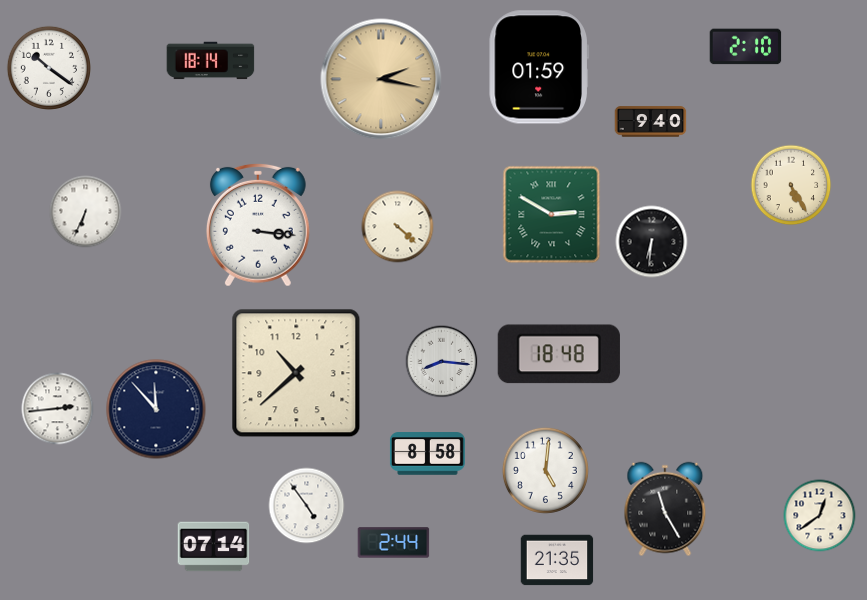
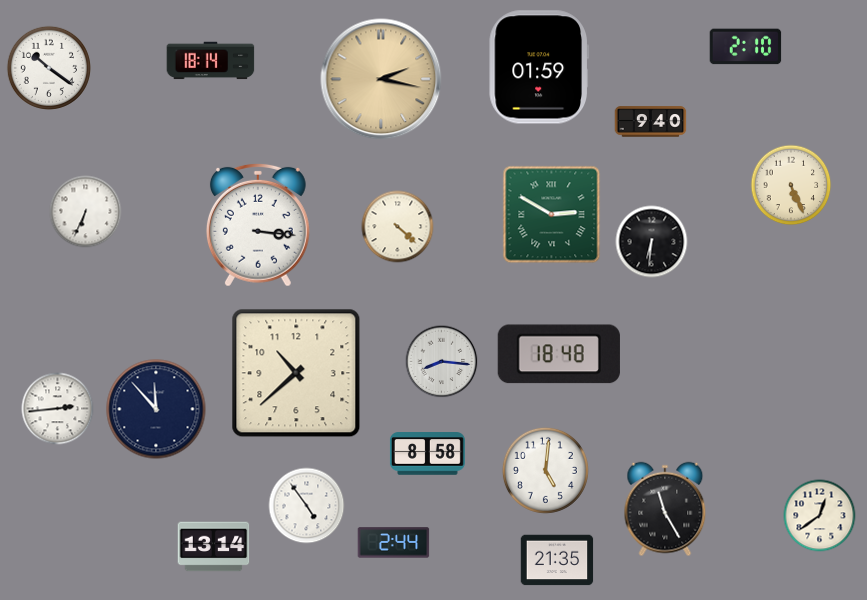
clock at (791, 185): 5:25 -> 5:26
clock at (214, 547): 07:14 -> 13:14
